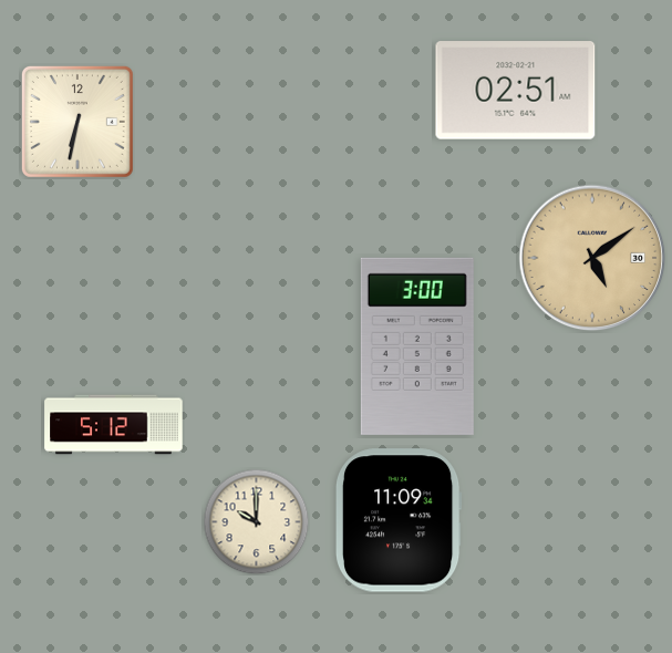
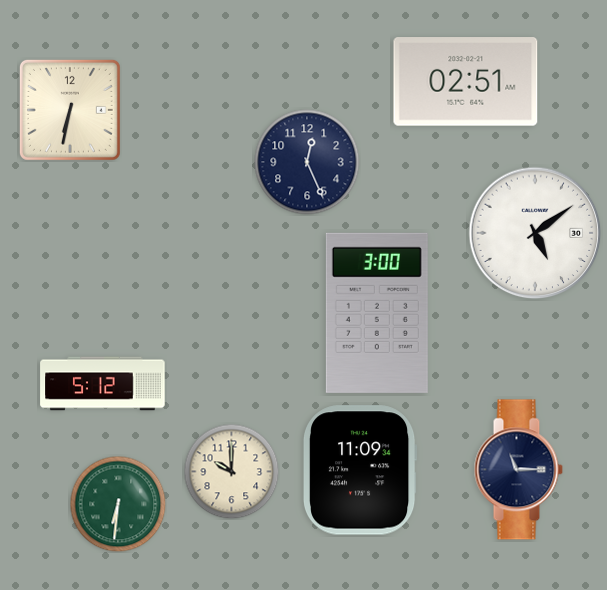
clock at (307, 162): none -> 12:26
clock at (592, 258) dial: champagne -> white
clock at (518, 470): none -> 11:15
clock at (118, 504): none -> 6:31
